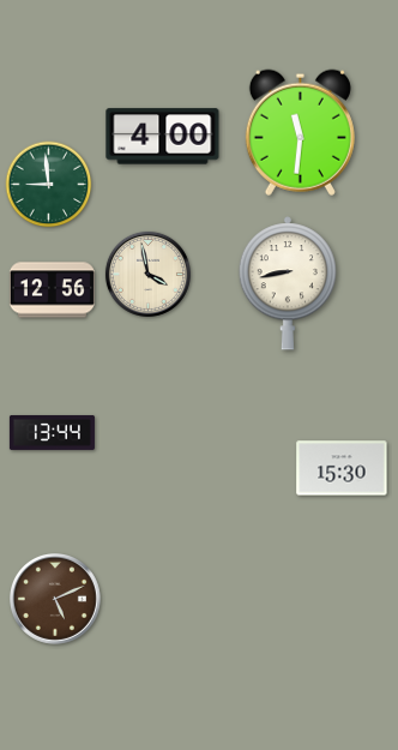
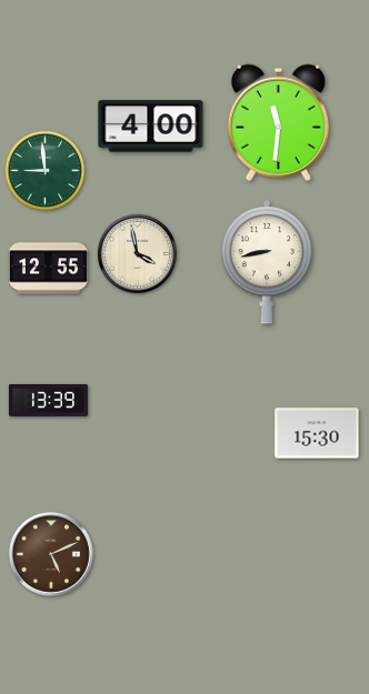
clock at (52, 290): 12:56 -> 12:55
clock at (52, 432): 13:44 -> 13:39
